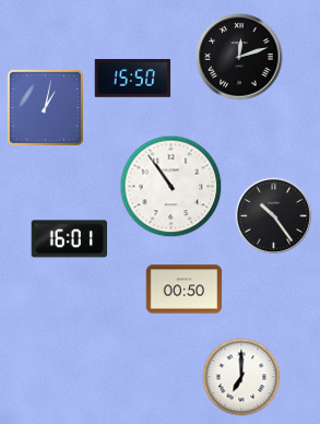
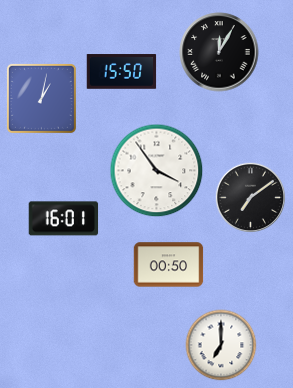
clock at (239, 57): 12:12 -> 12:05
clock at (171, 187): 10:54 -> 3:54
clock at (273, 215): 10:24 -> 7:09
